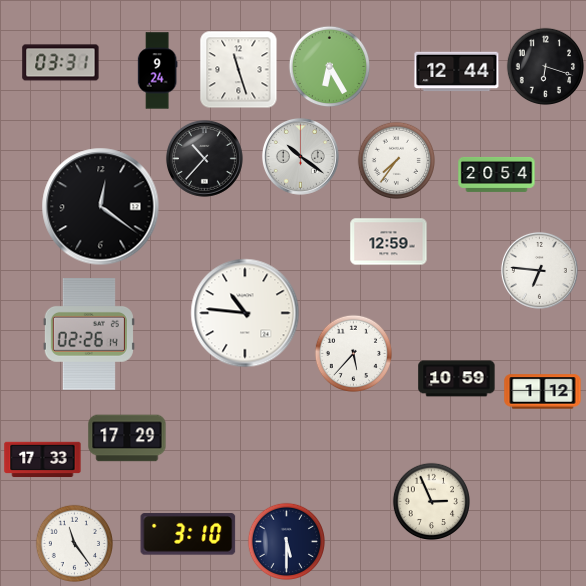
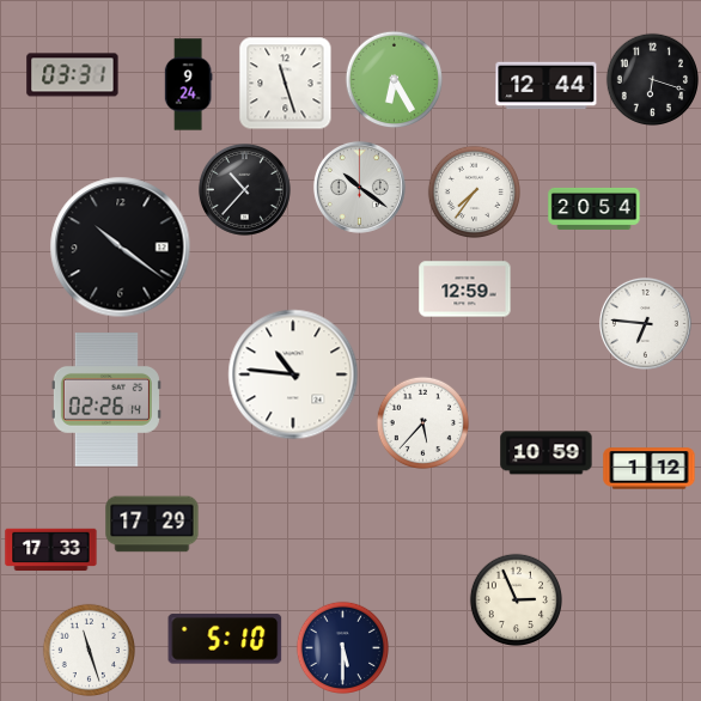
clock at (101, 207): 12:21 -> 10:21
clock at (188, 534): 3:10 -> 5:10
clock at (74, 543): 11:24 -> 11:27
